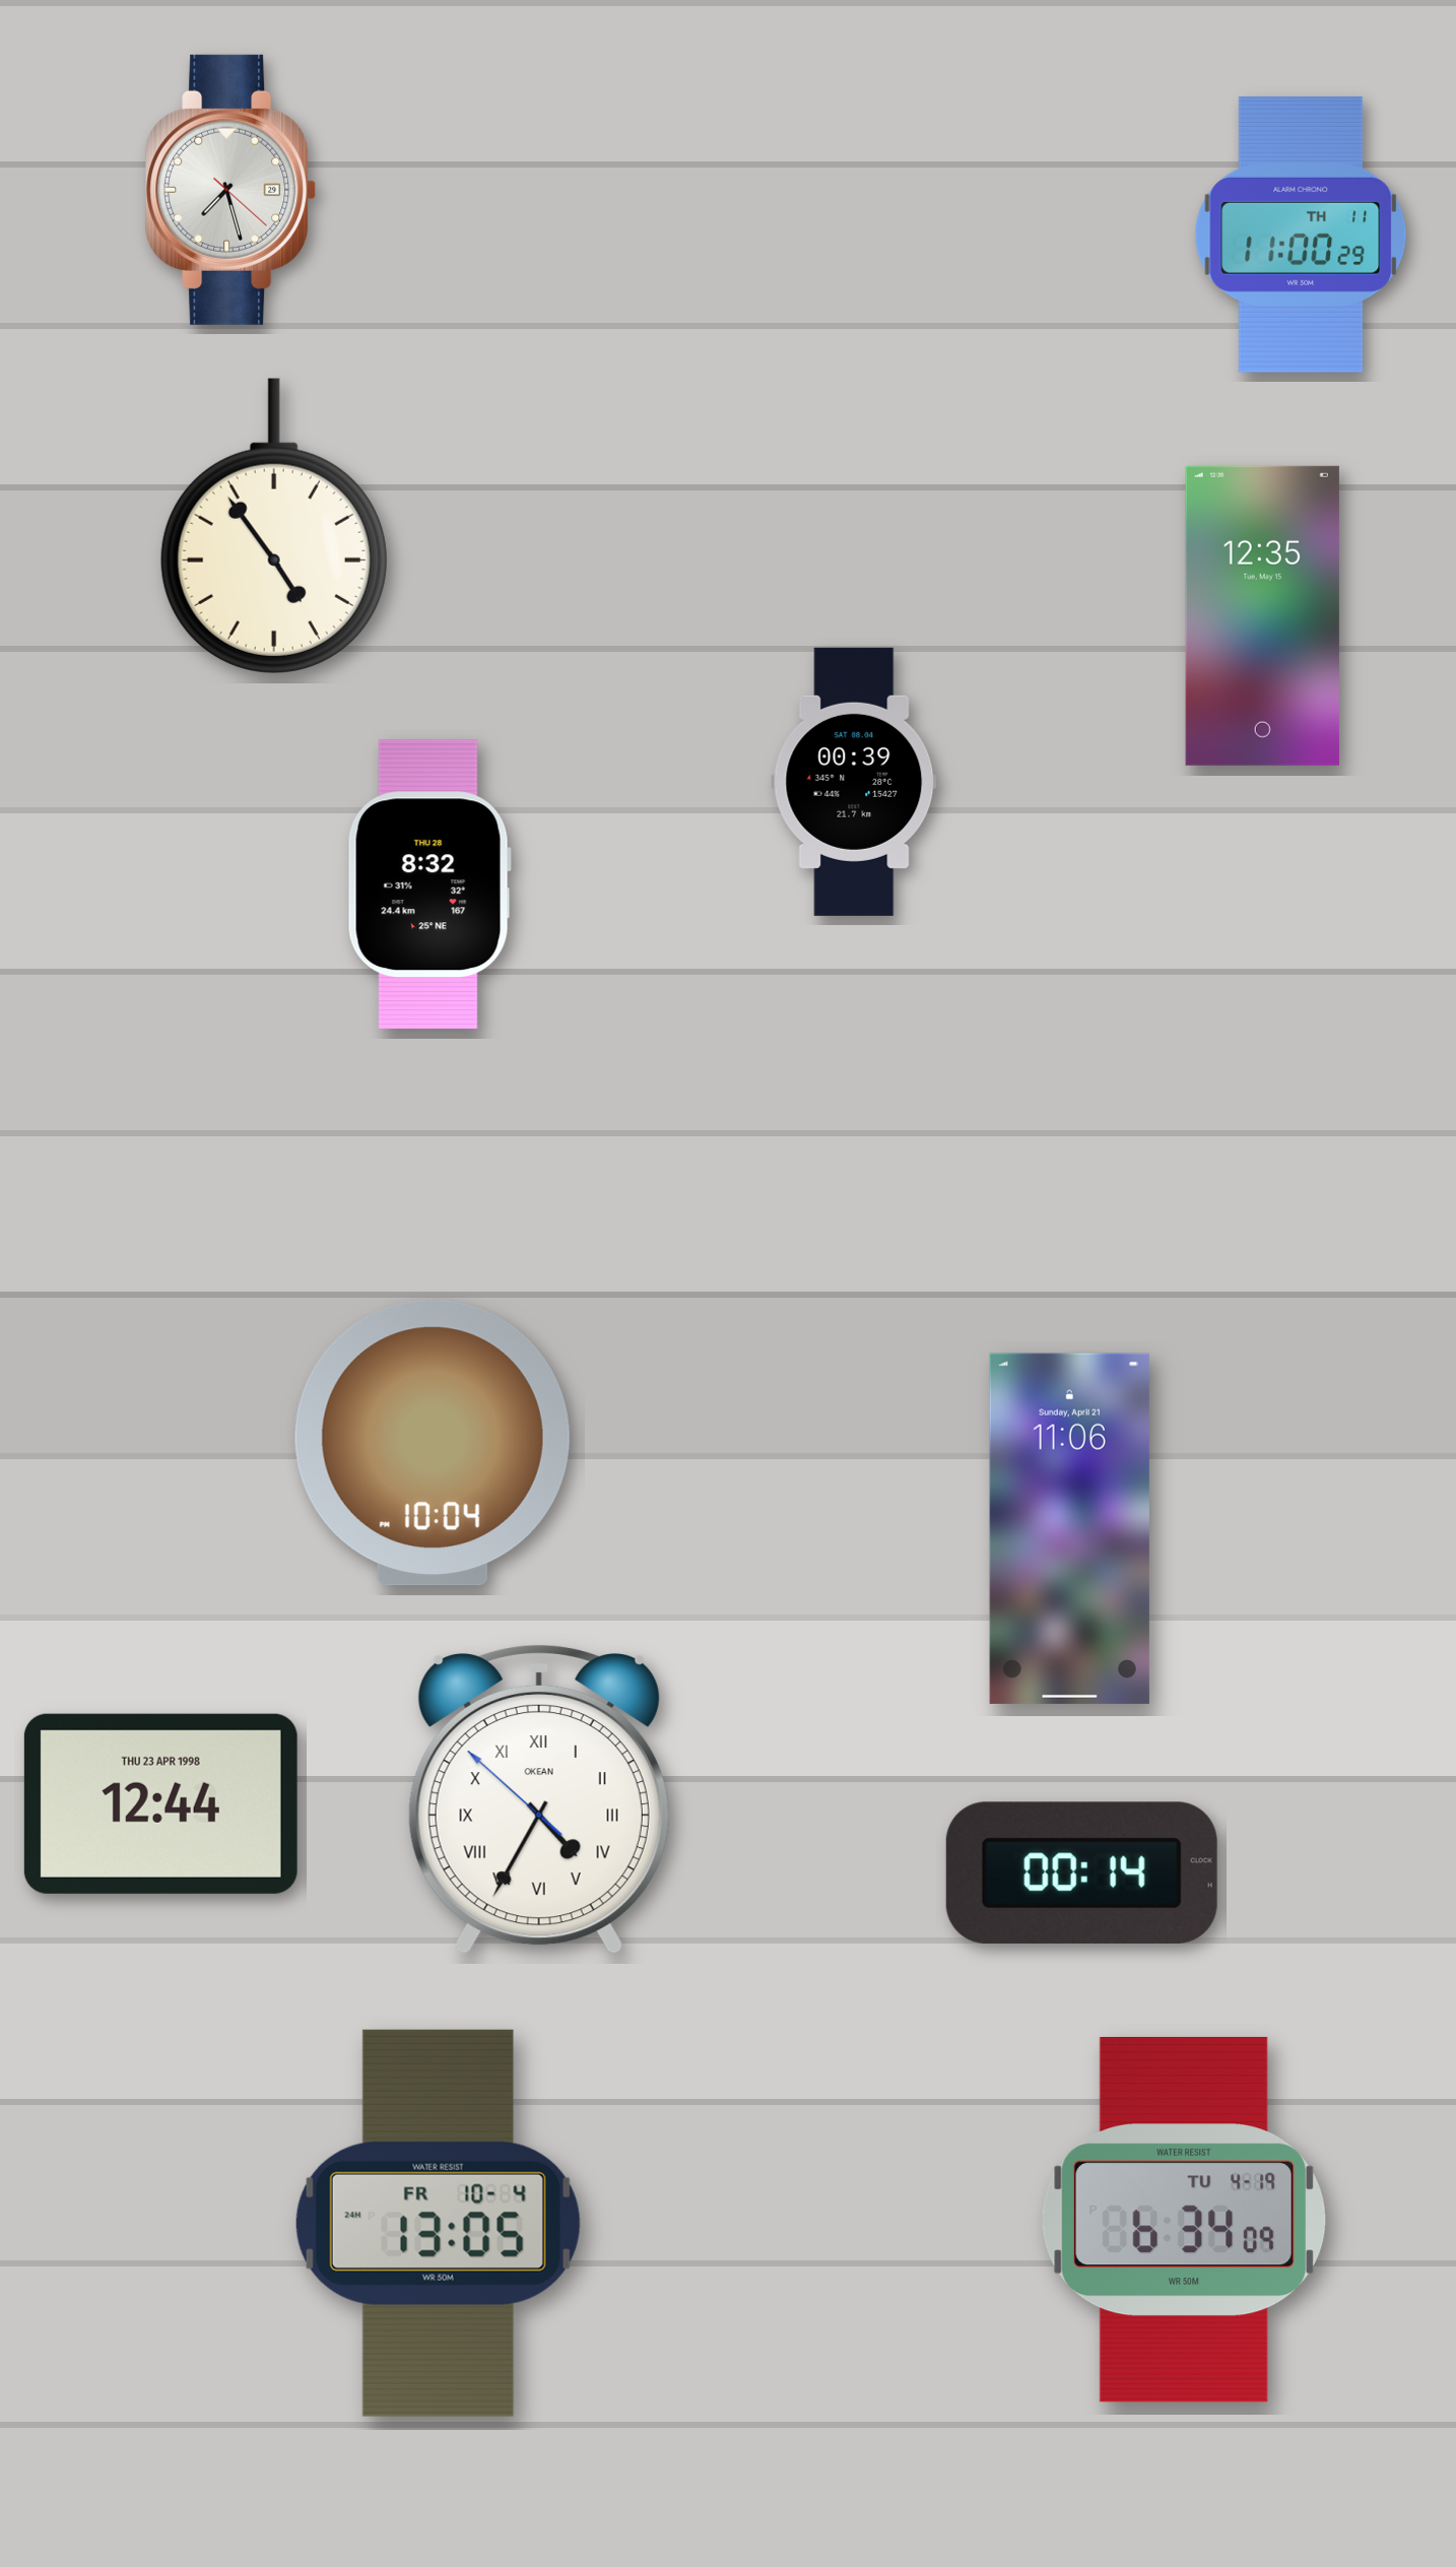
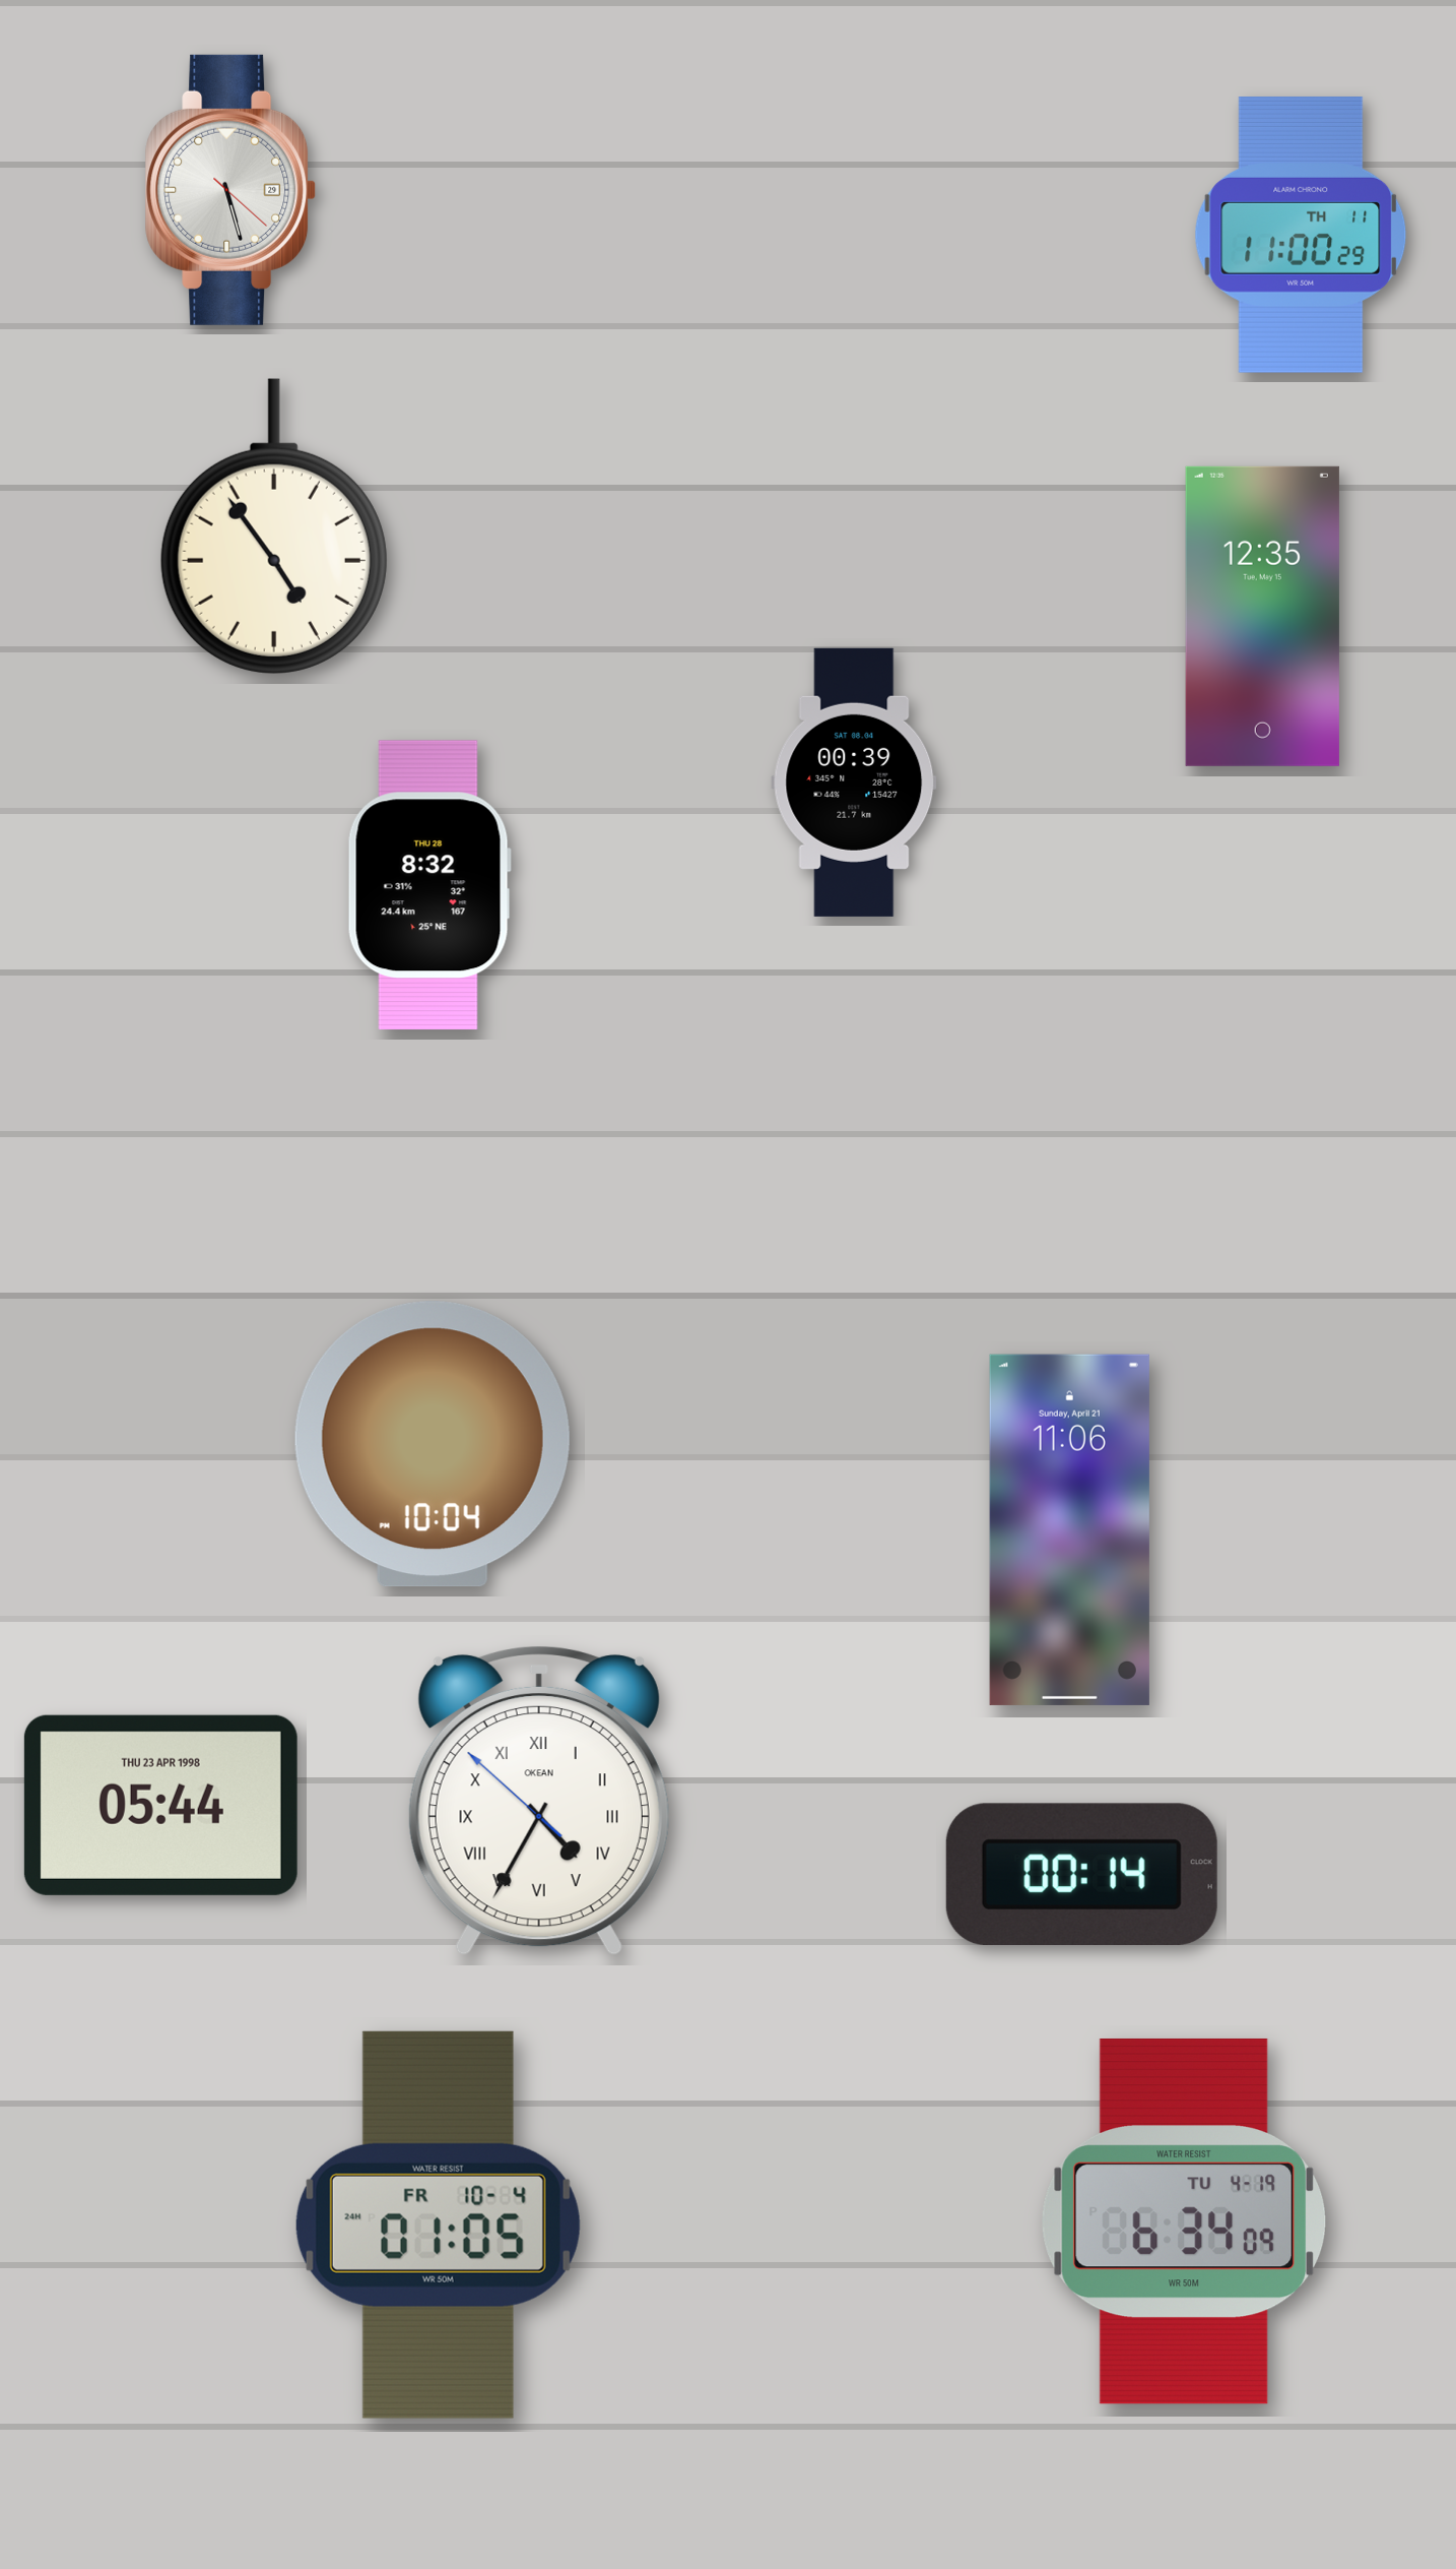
clock at (230, 190): 7:27 -> 5:27
clock at (160, 1803): 12:44 -> 05:44
clock at (438, 2223): 13:05 -> 01:05
